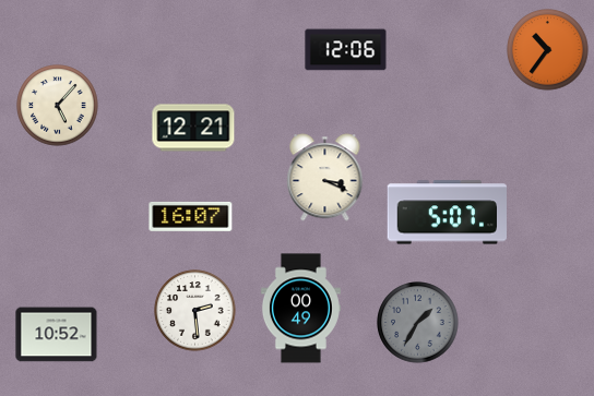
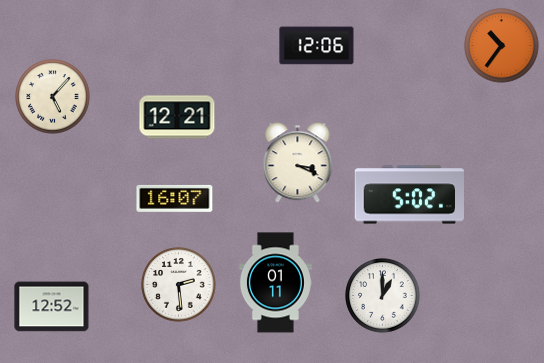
clock at (447, 213): 5:07 -> 5:02
clock at (300, 309): 00:49 -> 01:11
clock at (418, 323): 1:35 -> 1:00
clock at (418, 323) dial: grey -> white
clock at (57, 335): 10:52 -> 12:52
